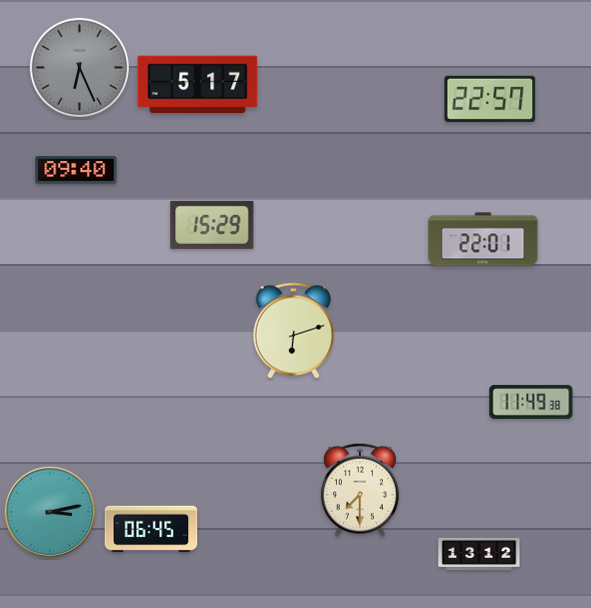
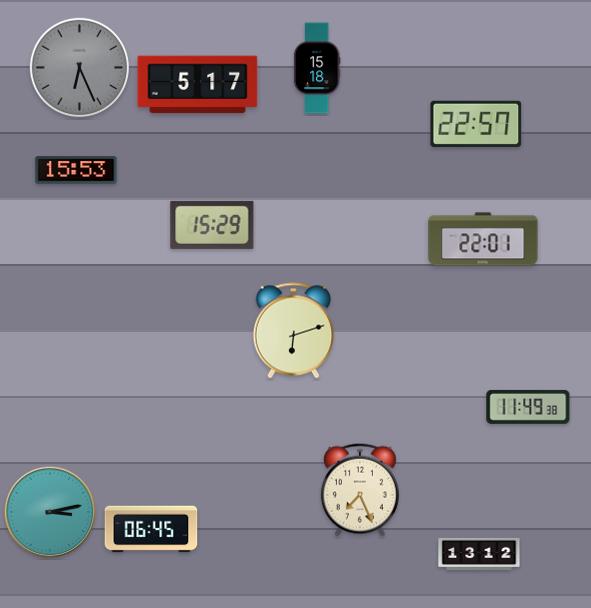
clock at (317, 68): none -> 15:18
clock at (490, 99) position: (490, 99) -> (476, 124)
clock at (76, 170): 09:40 -> 15:53
clock at (531, 402) position: (531, 402) -> (528, 407)
clock at (360, 490): 7:30 -> 7:26
